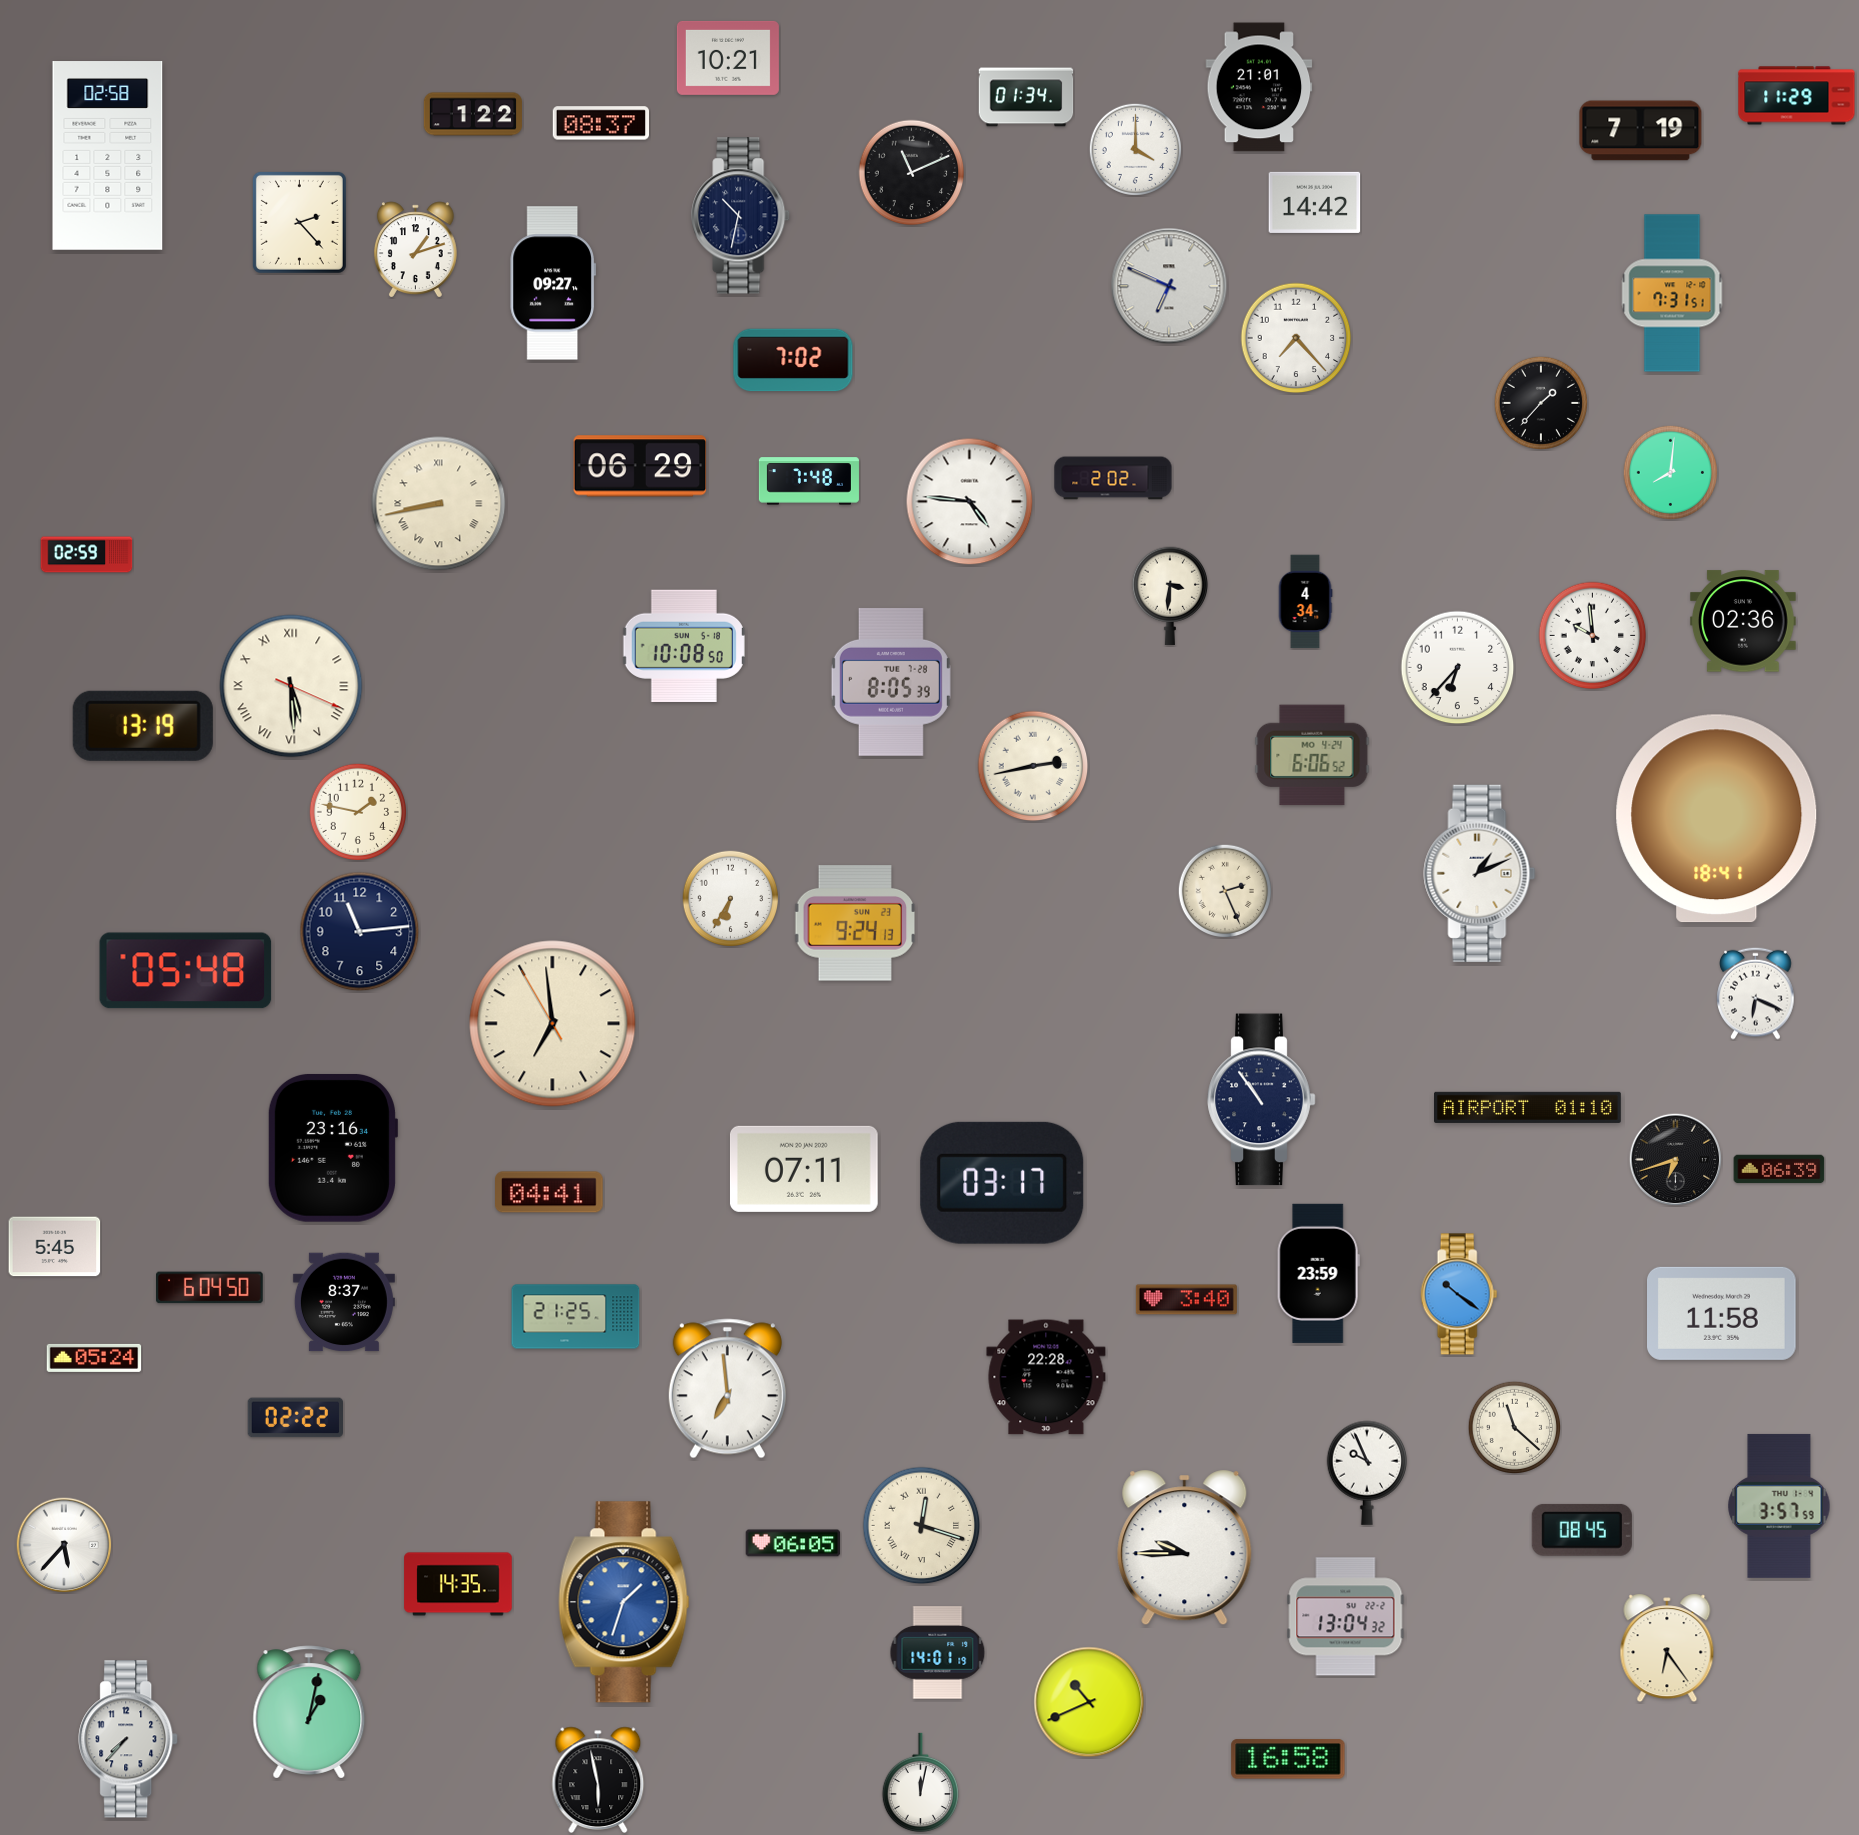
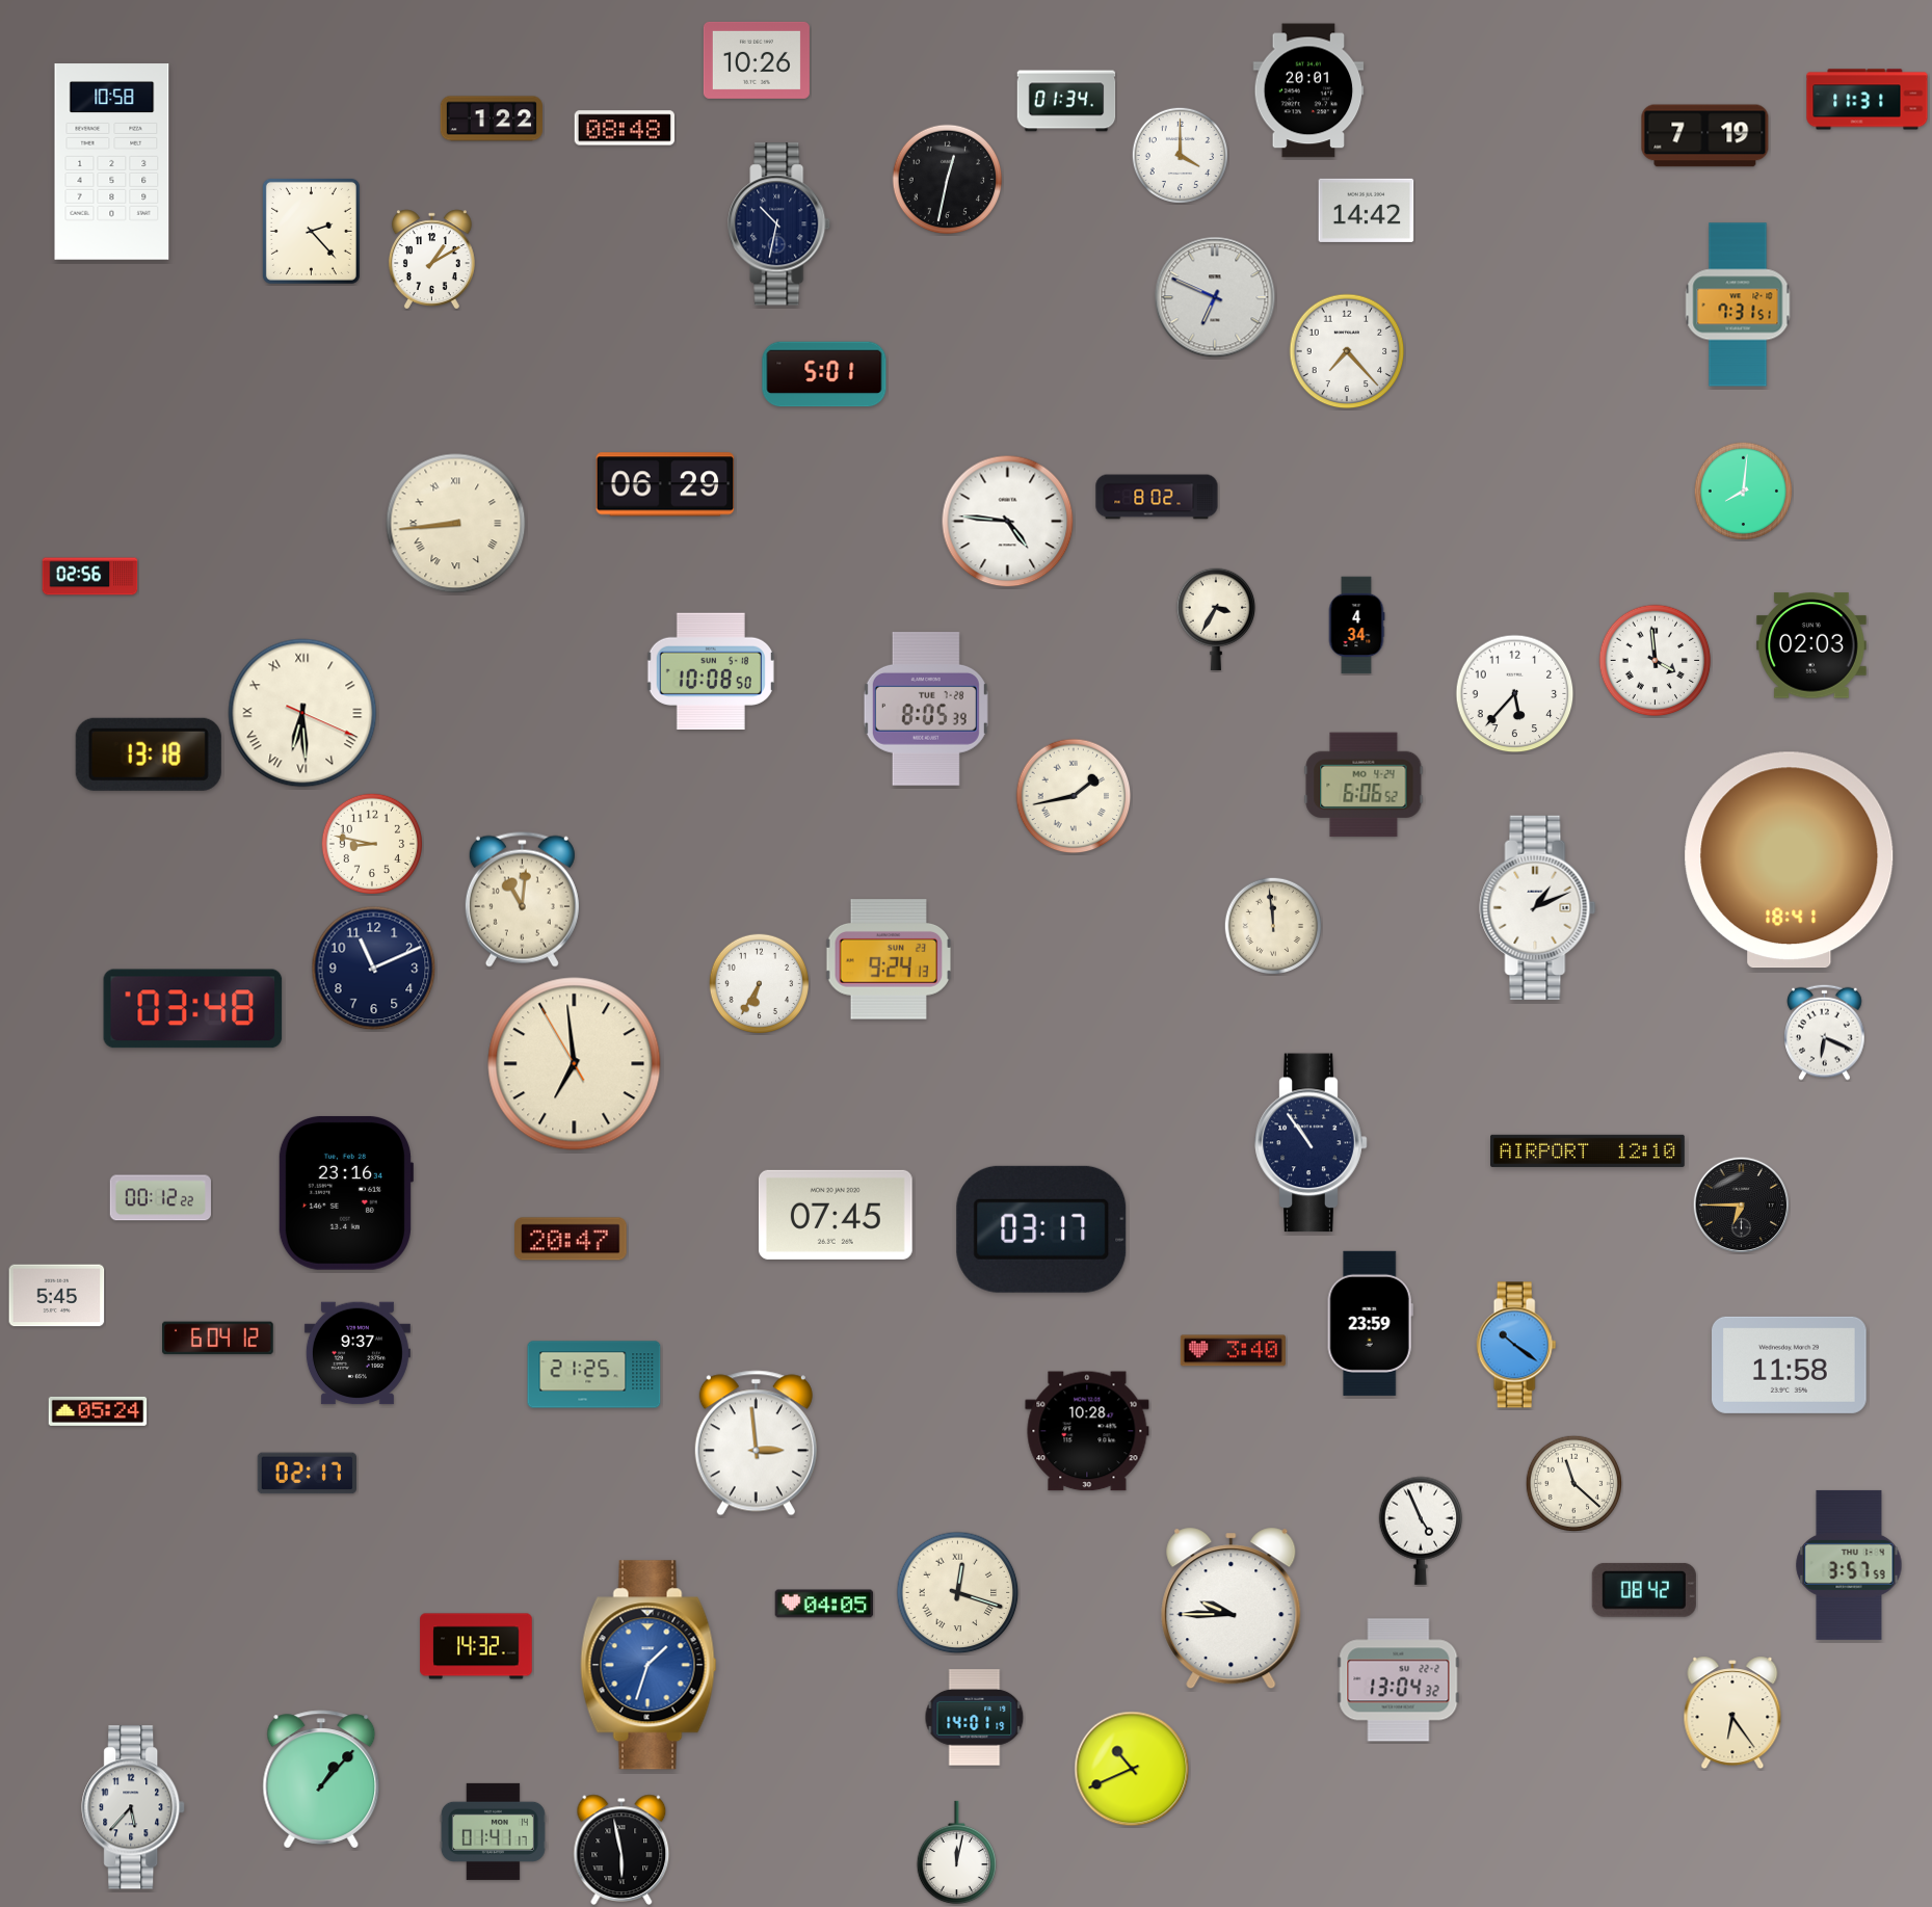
clock at (728, 58): 10:21 -> 10:26
clock at (1259, 87): 21:01 -> 20:01
clock at (1797, 96): 11:29 -> 11:31
clock at (600, 123): 08:37 -> 08:48
clock at (108, 156): 02:58 -> 10:58
clock at (912, 173): 11:11 -> 12:32
clock at (741, 216) position: (741, 216) -> (779, 224)
clock at (415, 249): 1:12 -> 1:10
clock at (552, 283): 09:27 -> none
clock at (793, 360): 7:02 -> 5:01
clock at (1540, 402): 1:37 -> none
clock at (1670, 472) position: (1670, 472) -> (1743, 491)
clock at (1113, 478): 2:02 -> 8:02
clock at (809, 481): 7:48 -> none
clock at (439, 504): 8:43 -> 8:44
clock at (87, 555): 02:59 -> 02:56
clock at (1169, 596): 3:31 -> 3:35
clock at (1743, 621): 02:36 -> 02:03
clock at (1593, 636): 9:59 -> 3:59
clock at (1458, 668): 6:37 -> 5:37
clock at (291, 686): 5:29 -> 6:29
clock at (143, 726): 13:19 -> 13:18
clock at (1033, 766): 2:43 -> 1:43
clock at (357, 811): 1:47 -> 8:47
clock at (1717, 819) position: (1717, 819) -> (1790, 860)
clock at (522, 899): none -> 11:01
clock at (1224, 890): 2:26 -> 11:59
clock at (730, 898) position: (730, 898) -> (759, 983)
clock at (360, 932): 11:14 -> 11:11
clock at (186, 971): 05:48 -> 03:48
clock at (1528, 1107): 01:10 -> 12:10
clock at (160, 1198): none -> 00:12
clock at (1675, 1159): 6:42 -> 6:45
clock at (804, 1169): 07:11 -> 07:45
clock at (1779, 1169): 06:39 -> none
clock at (549, 1192): 04:41 -> 20:47
clock at (210, 1288): 6:04:50 -> 6:04:12
clock at (344, 1302): 8:37 -> 9:37
clock at (576, 1317) position: (576, 1317) -> (594, 1375)
clock at (1046, 1377): 22:28 -> 10:28
clock at (727, 1389): 6:59 -> 2:59
clock at (295, 1418): 02:22 -> 02:17
clock at (1367, 1473): 9:56 -> 4:56
clock at (922, 1526) position: (922, 1526) -> (958, 1593)
clock at (1582, 1530): 08:45 -> 08:42
clock at (793, 1543): 06:05 -> 04:05
clock at (64, 1545): 5:37 -> none
clock at (458, 1584): 14:35 -> 14:32
clock at (309, 1712): 1:02 -> 1:07
clock at (129, 1739): 7:37 -> 5:37
clock at (1288, 1759): 16:58 -> none
clock at (493, 1831): none -> 01:41
